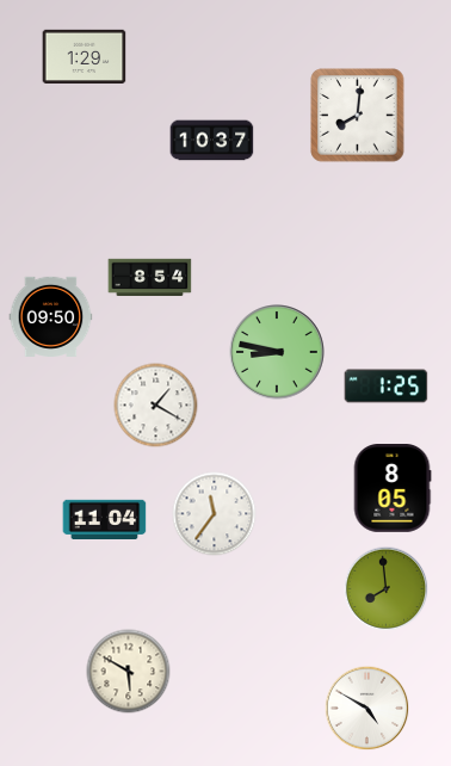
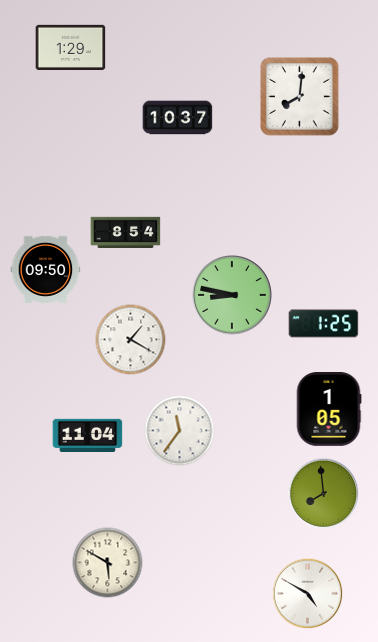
clock at (51, 316) position: (51, 316) -> (46, 269)
clock at (393, 489): 8:05 -> 1:05
